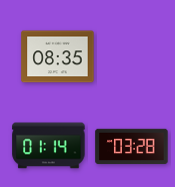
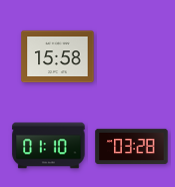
clock at (58, 57): 08:35 -> 15:58
clock at (49, 146): 01:14 -> 01:10
